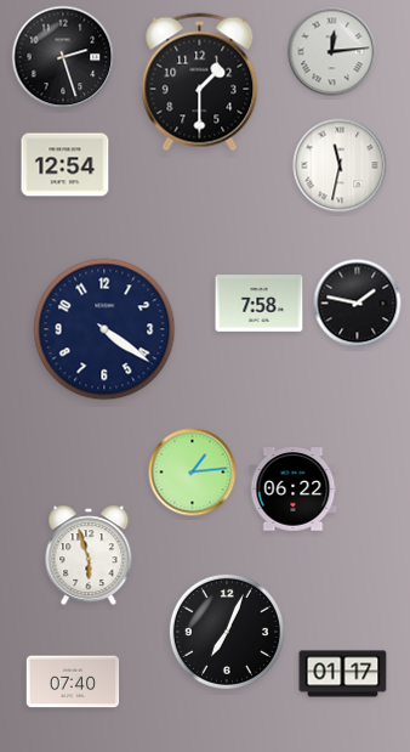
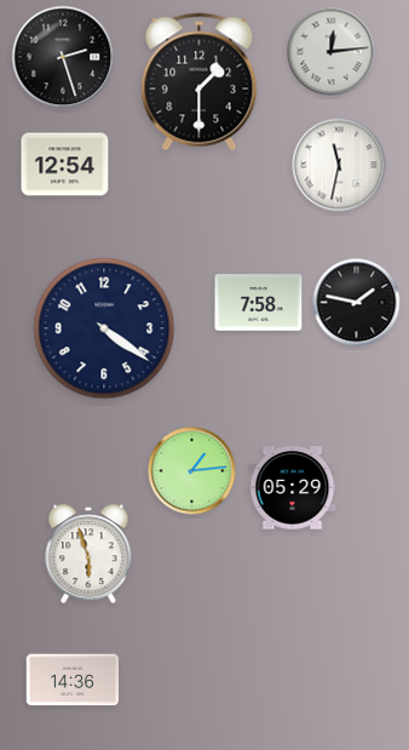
clock at (294, 490): 06:22 -> 05:29
clock at (227, 632): 7:04 -> none
clock at (343, 674): 01:17 -> none
clock at (73, 682): 07:40 -> 14:36
